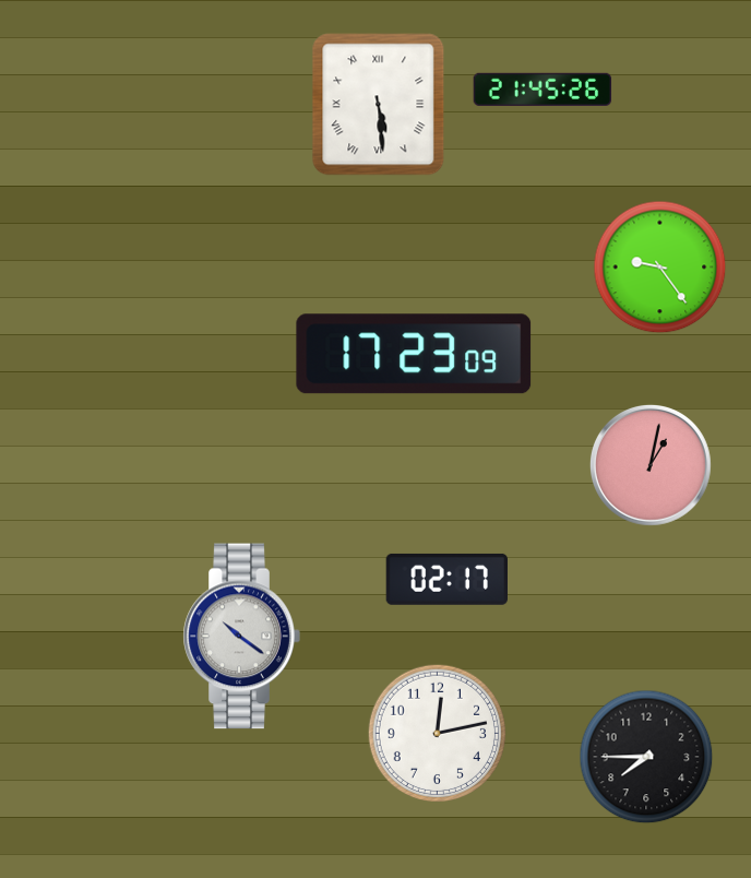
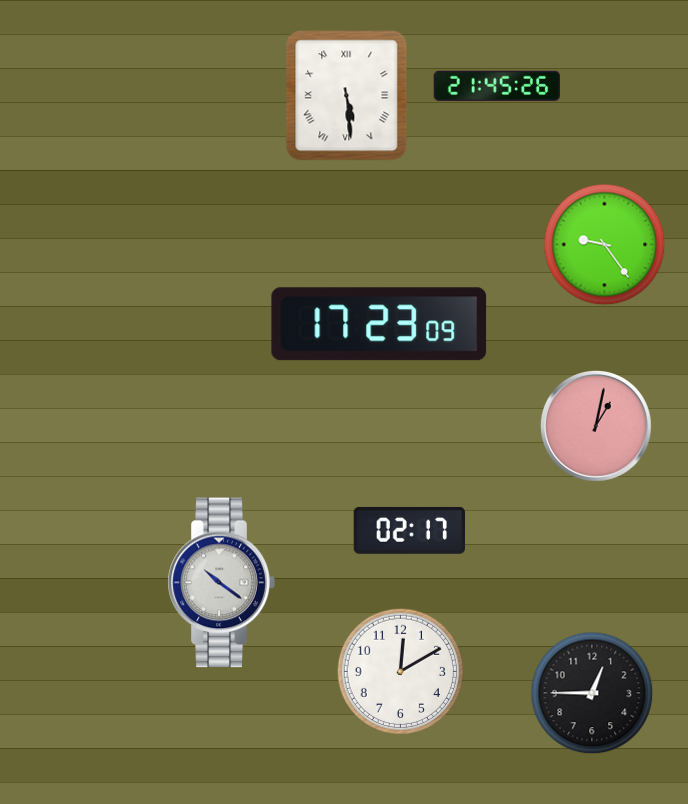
clock at (543, 90) position: (543, 90) -> (497, 86)
clock at (437, 733): 12:13 -> 12:10
clock at (646, 757): 7:45 -> 12:45
